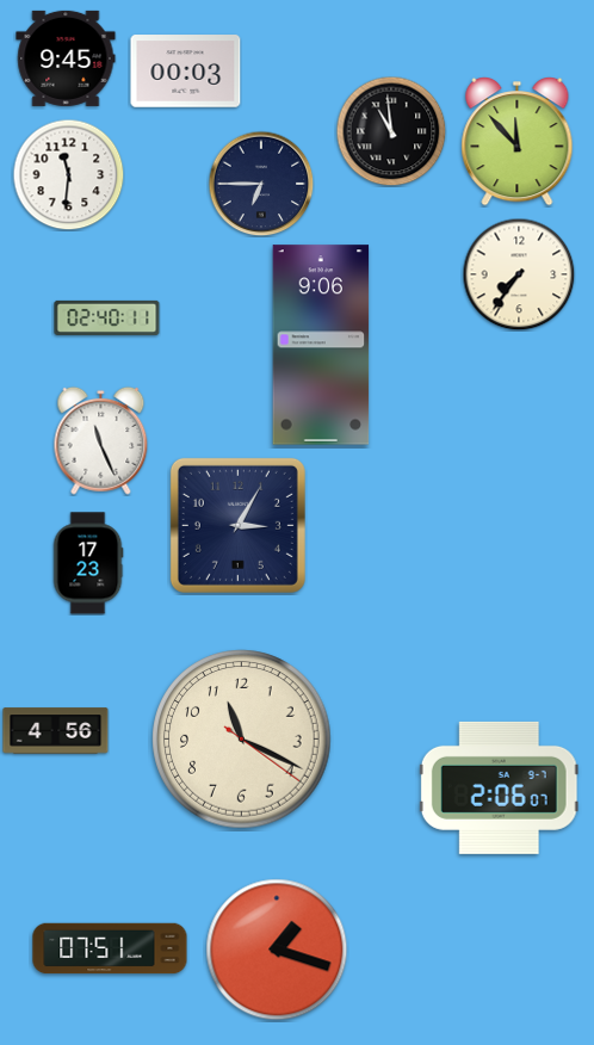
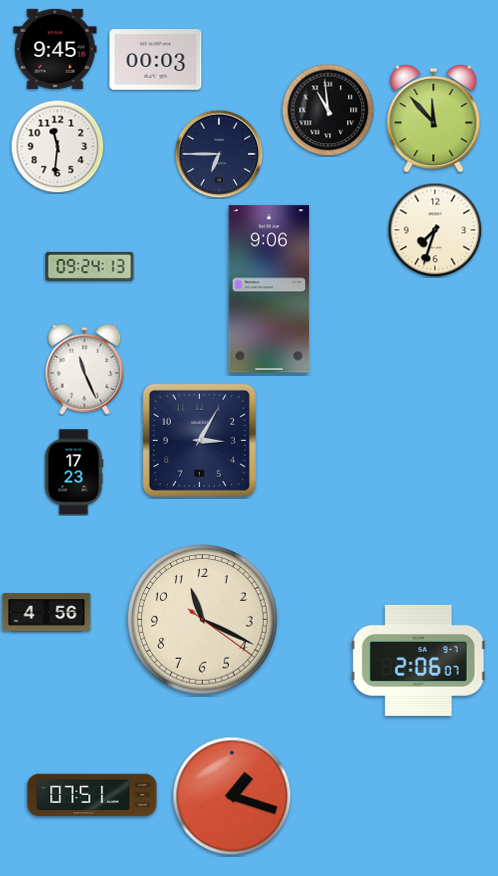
clock at (519, 274): 7:36 -> 7:33
clock at (107, 317): 02:40 -> 09:24
